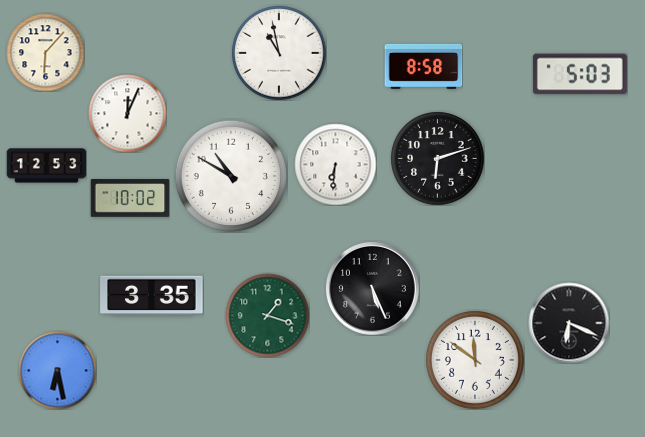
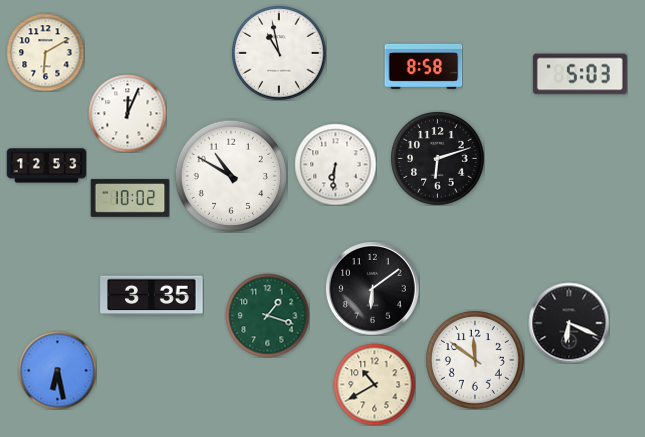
clock at (45, 52): 6:07 -> 6:10
clock at (373, 289): 5:26 -> 6:09
clock at (374, 384): none -> 10:40
